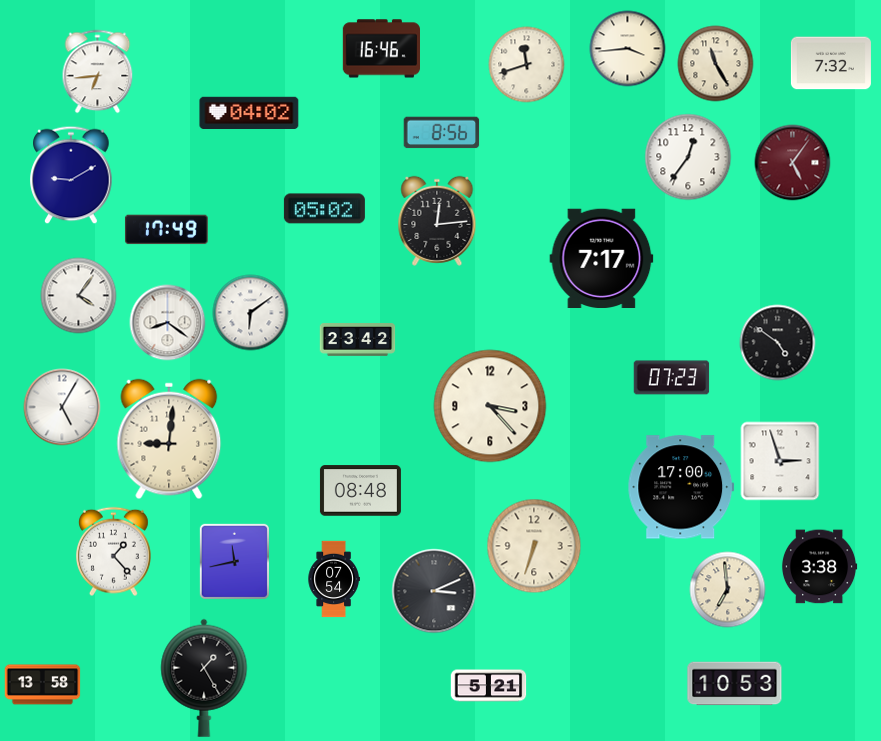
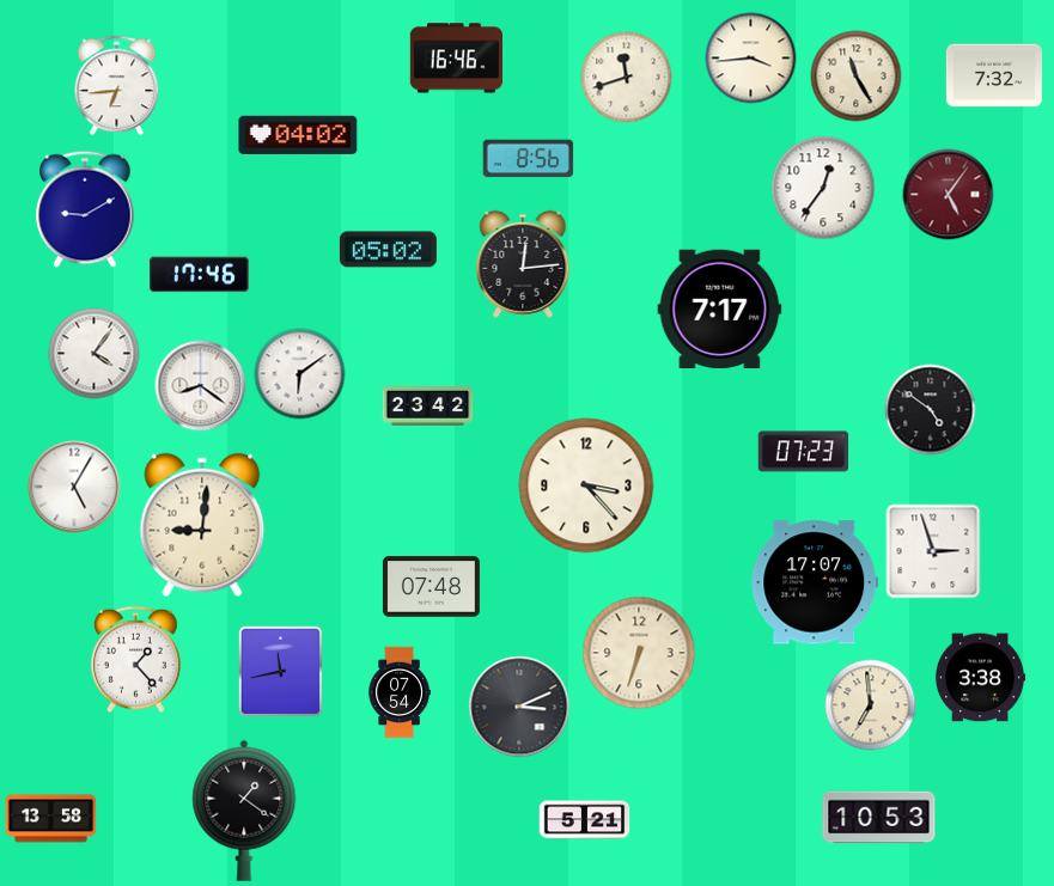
clock at (527, 65) position: (527, 65) -> (627, 78)
clock at (166, 230): 17:49 -> 17:46
clock at (681, 487): 17:00 -> 17:07
clock at (360, 491): 08:48 -> 07:48
clock at (204, 678): 1:25 -> 1:21
